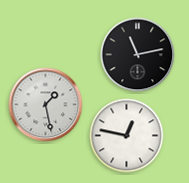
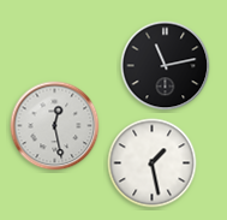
clock at (46, 105): 1:28 -> 12:28
clock at (127, 136): 12:47 -> 1:28
